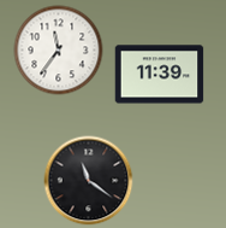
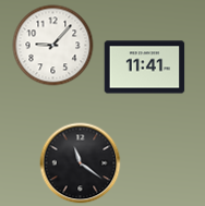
clock at (59, 51): 11:36 -> 9:07
clock at (160, 75): 11:39 -> 11:41
